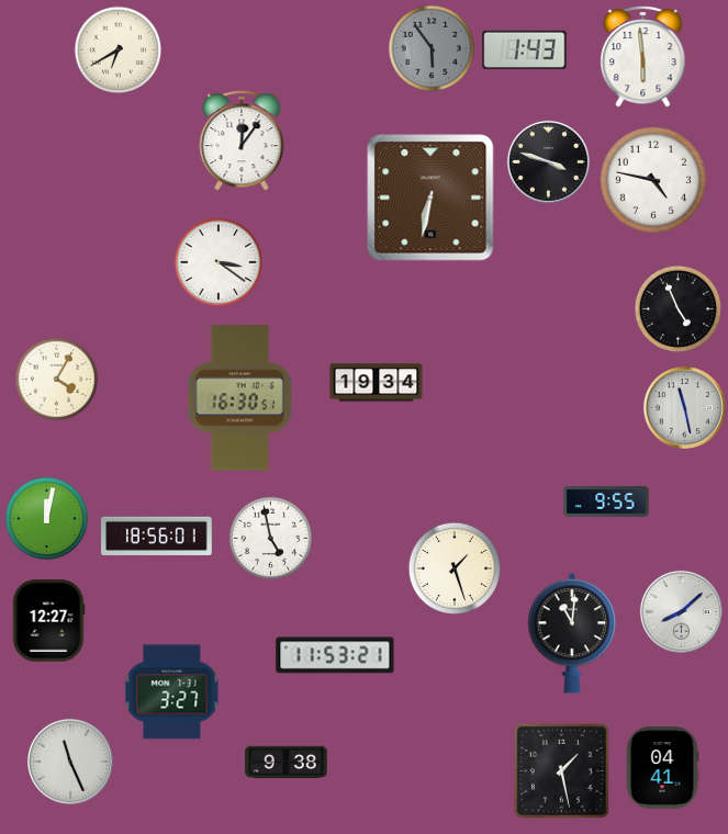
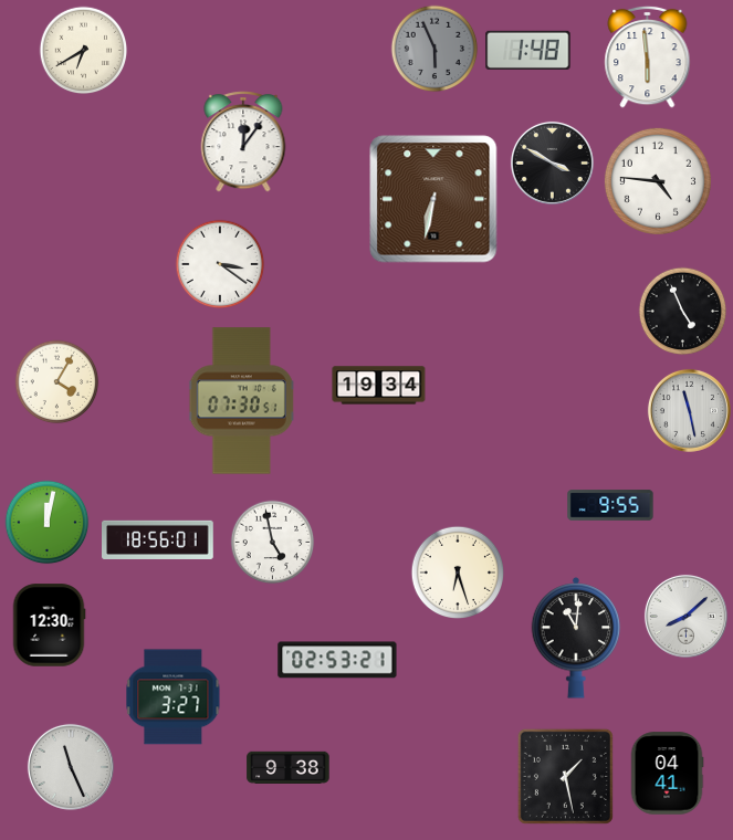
clock at (432, 48): 5:54 -> 5:56
clock at (525, 49): 1:43 -> 1:48
clock at (119, 50) position: (119, 50) -> (84, 51)
clock at (548, 161): 3:48 -> 3:50
clock at (653, 180): 4:47 -> 4:46
clock at (240, 398): 16:30 -> 07:30
clock at (455, 568): 1:27 -> 6:27
clock at (48, 621): 12:27 -> 12:30
clock at (335, 655): 11:53 -> 02:53
